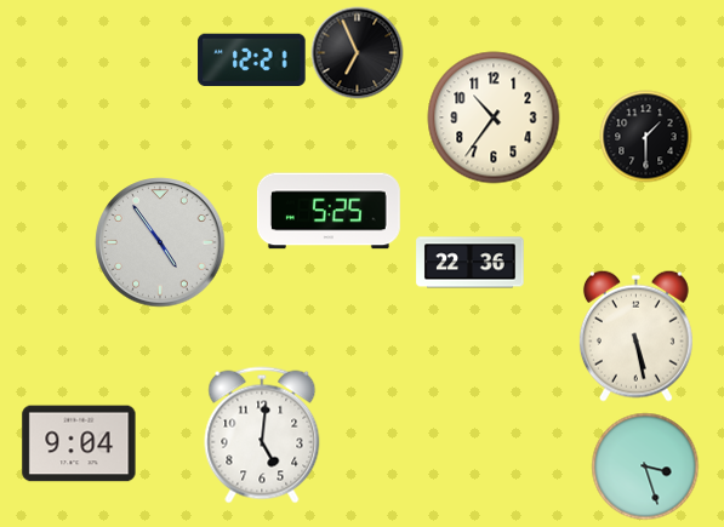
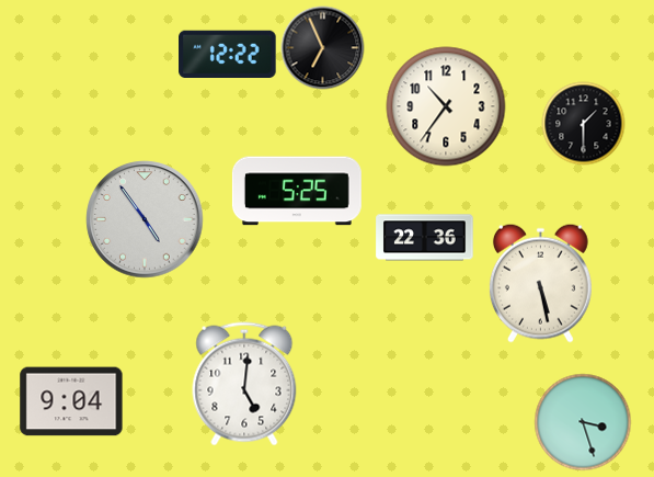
clock at (252, 59): 12:21 -> 12:22
clock at (635, 336) position: (635, 336) -> (540, 283)
clock at (262, 435) position: (262, 435) -> (244, 384)
